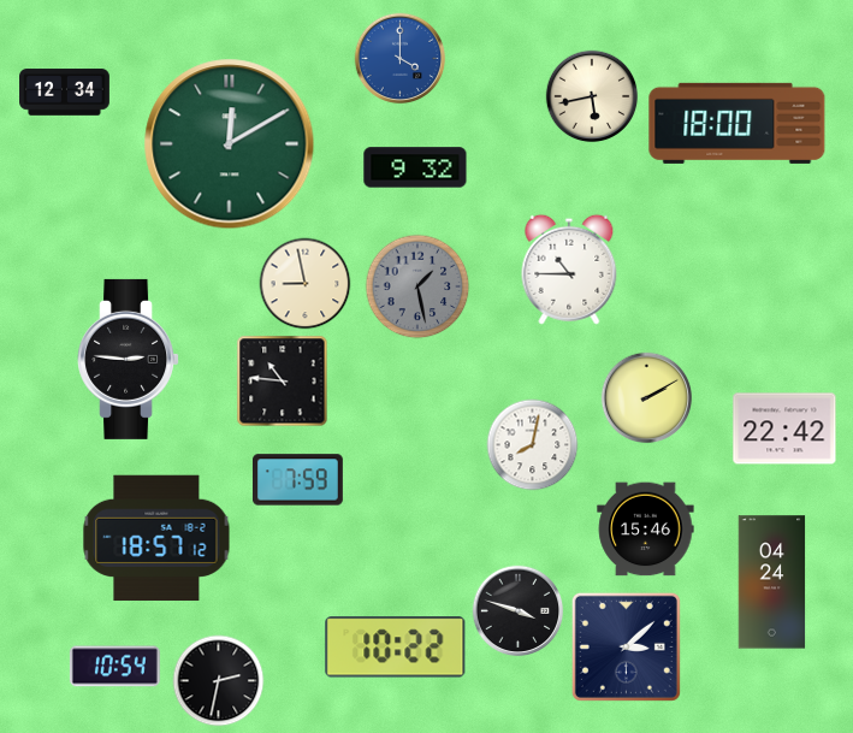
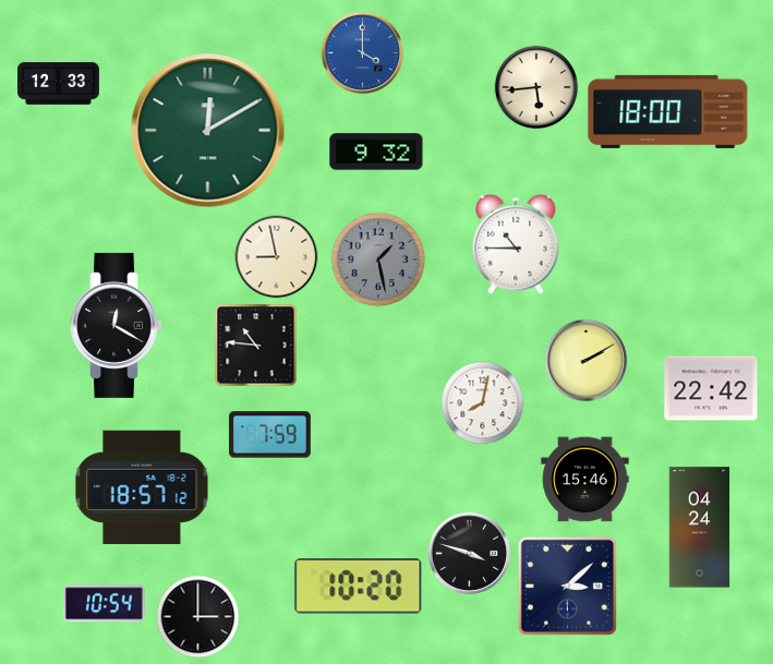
clock at (65, 93): 12:34 -> 12:33
clock at (592, 96): 5:43 -> 5:44
clock at (129, 359): 2:46 -> 12:20
clock at (396, 648): 10:22 -> 10:20
clock at (219, 681): 2:32 -> 3:00
